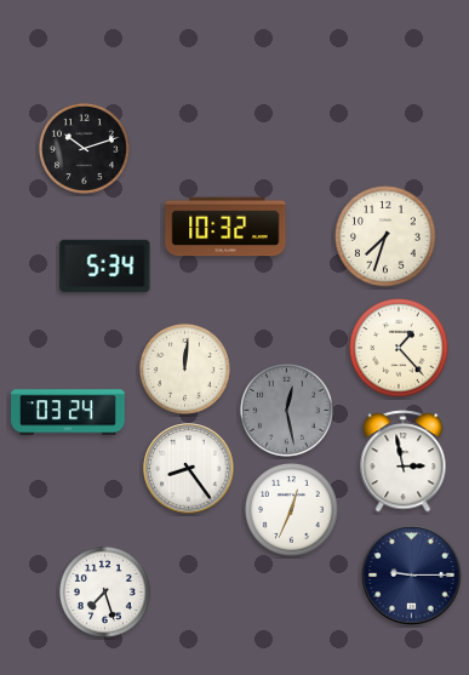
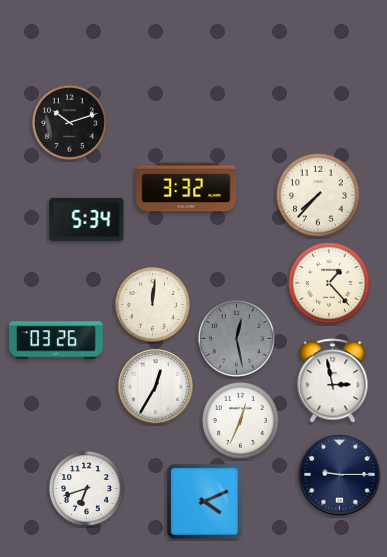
clock at (225, 227): 10:32 -> 3:32
clock at (387, 238): 7:33 -> 7:37
clock at (400, 349) position: (400, 349) -> (330, 284)
clock at (68, 412): 03:24 -> 03:26
clock at (189, 469): 8:24 -> 12:35
clock at (104, 591): 7:27 -> 6:42
clock at (204, 501): none -> 4:11
